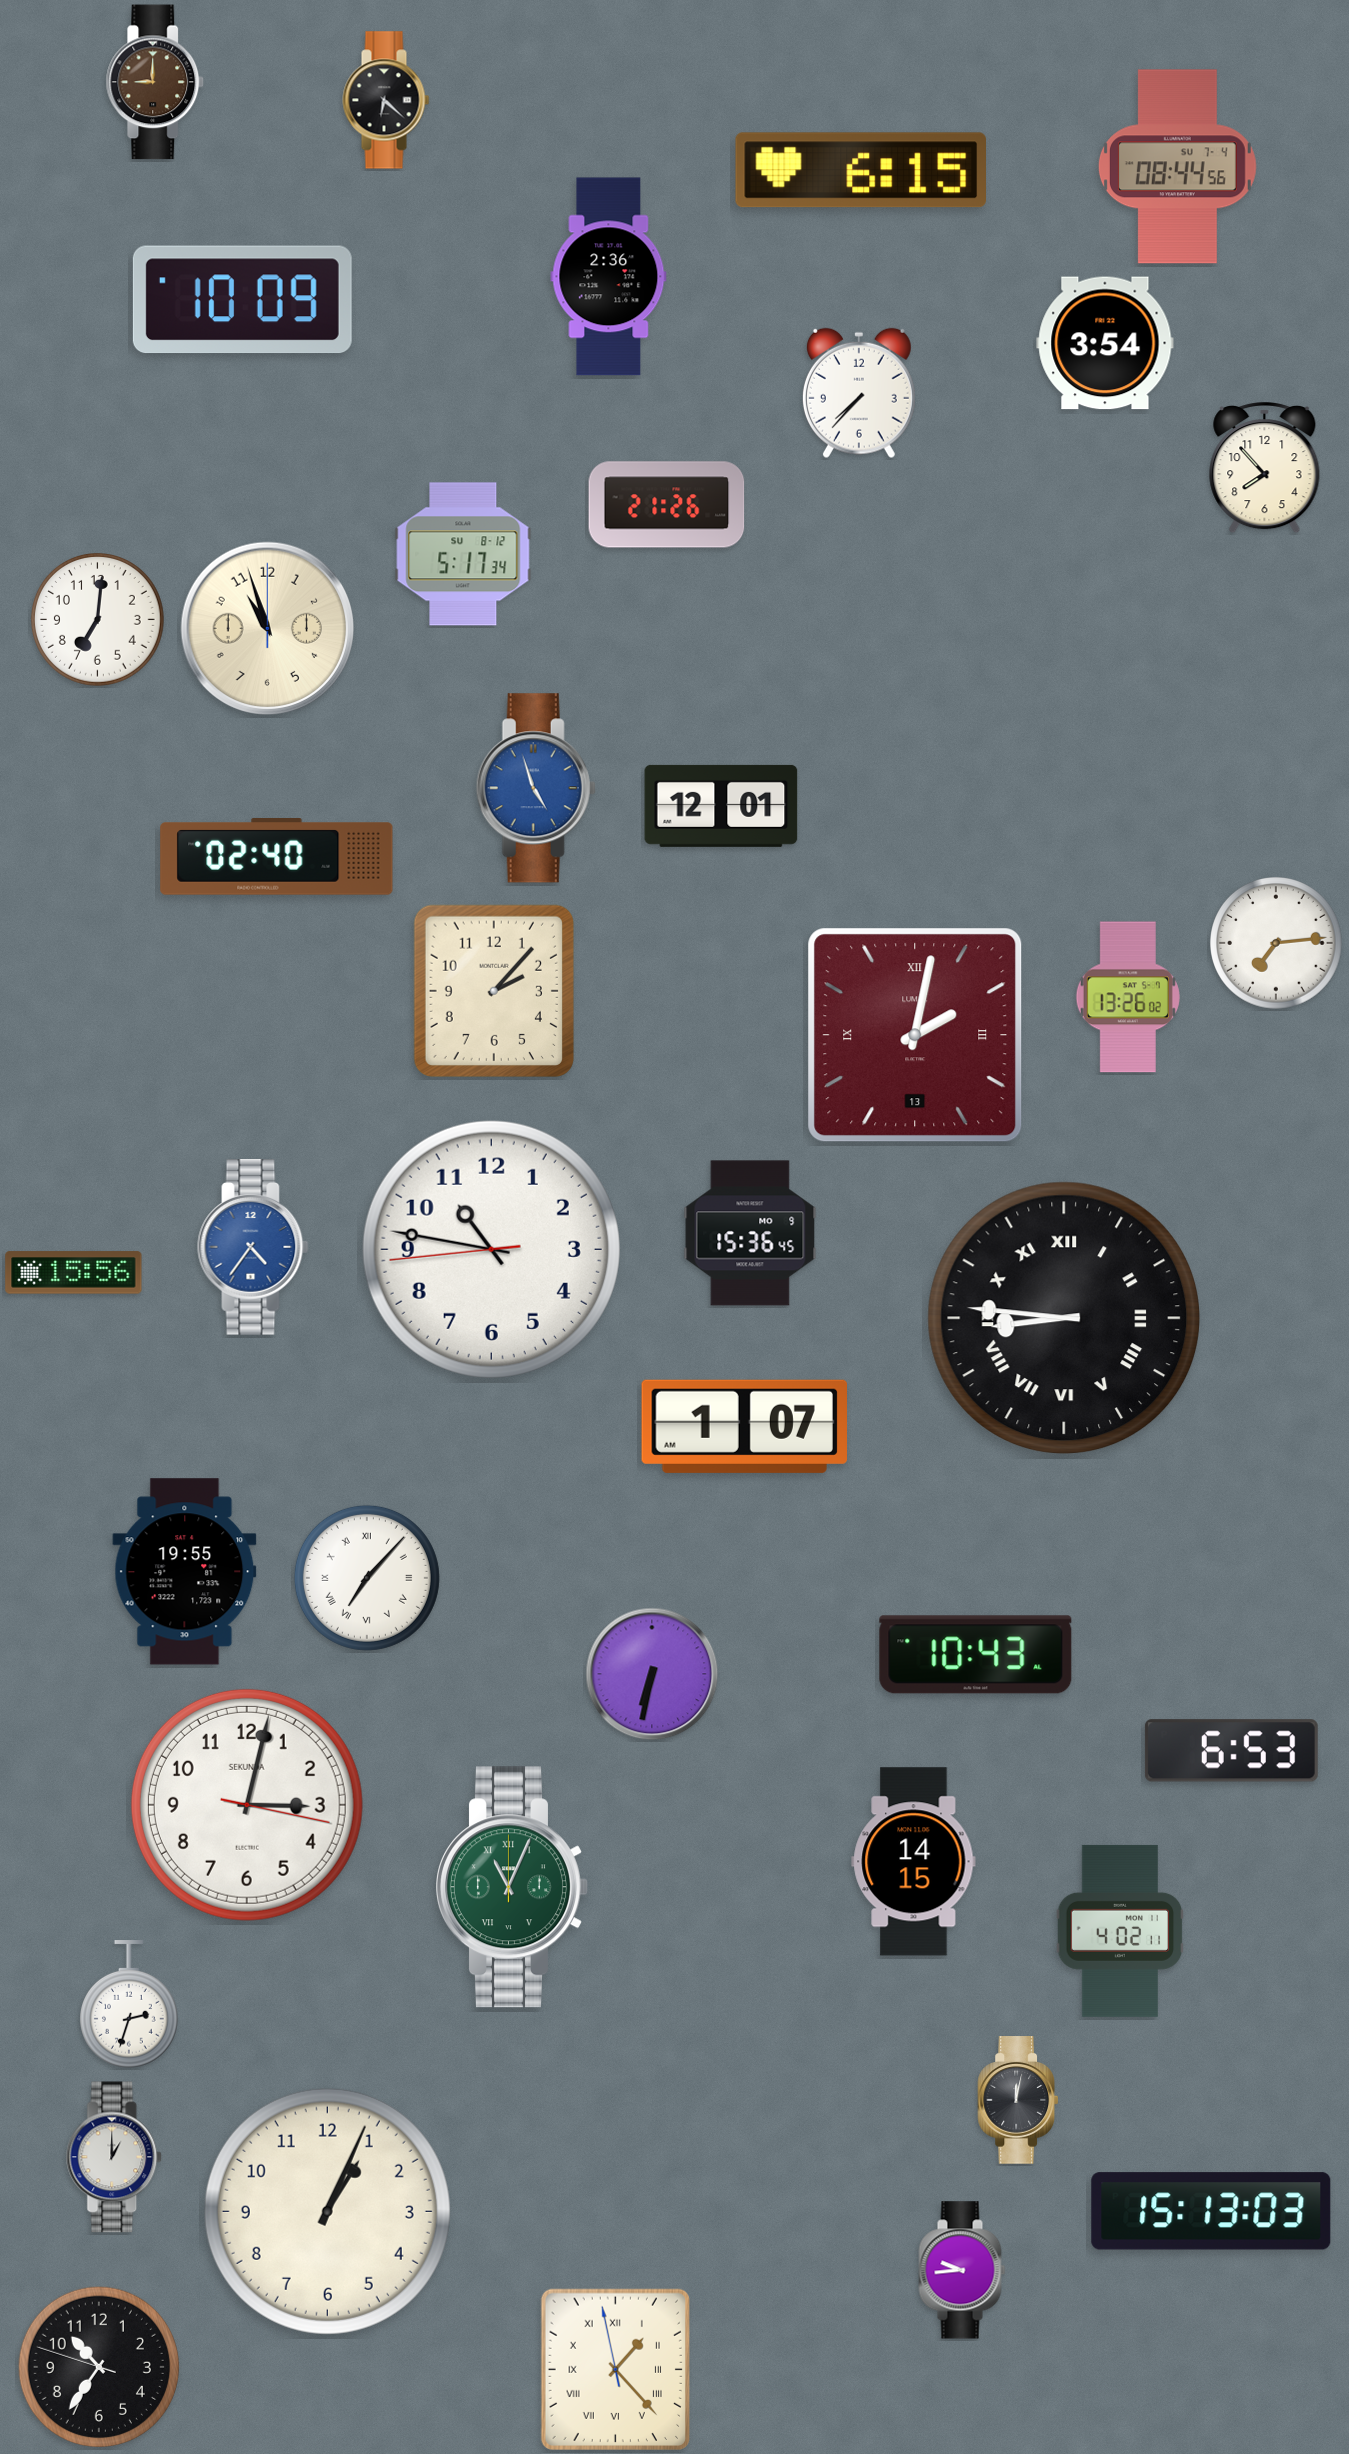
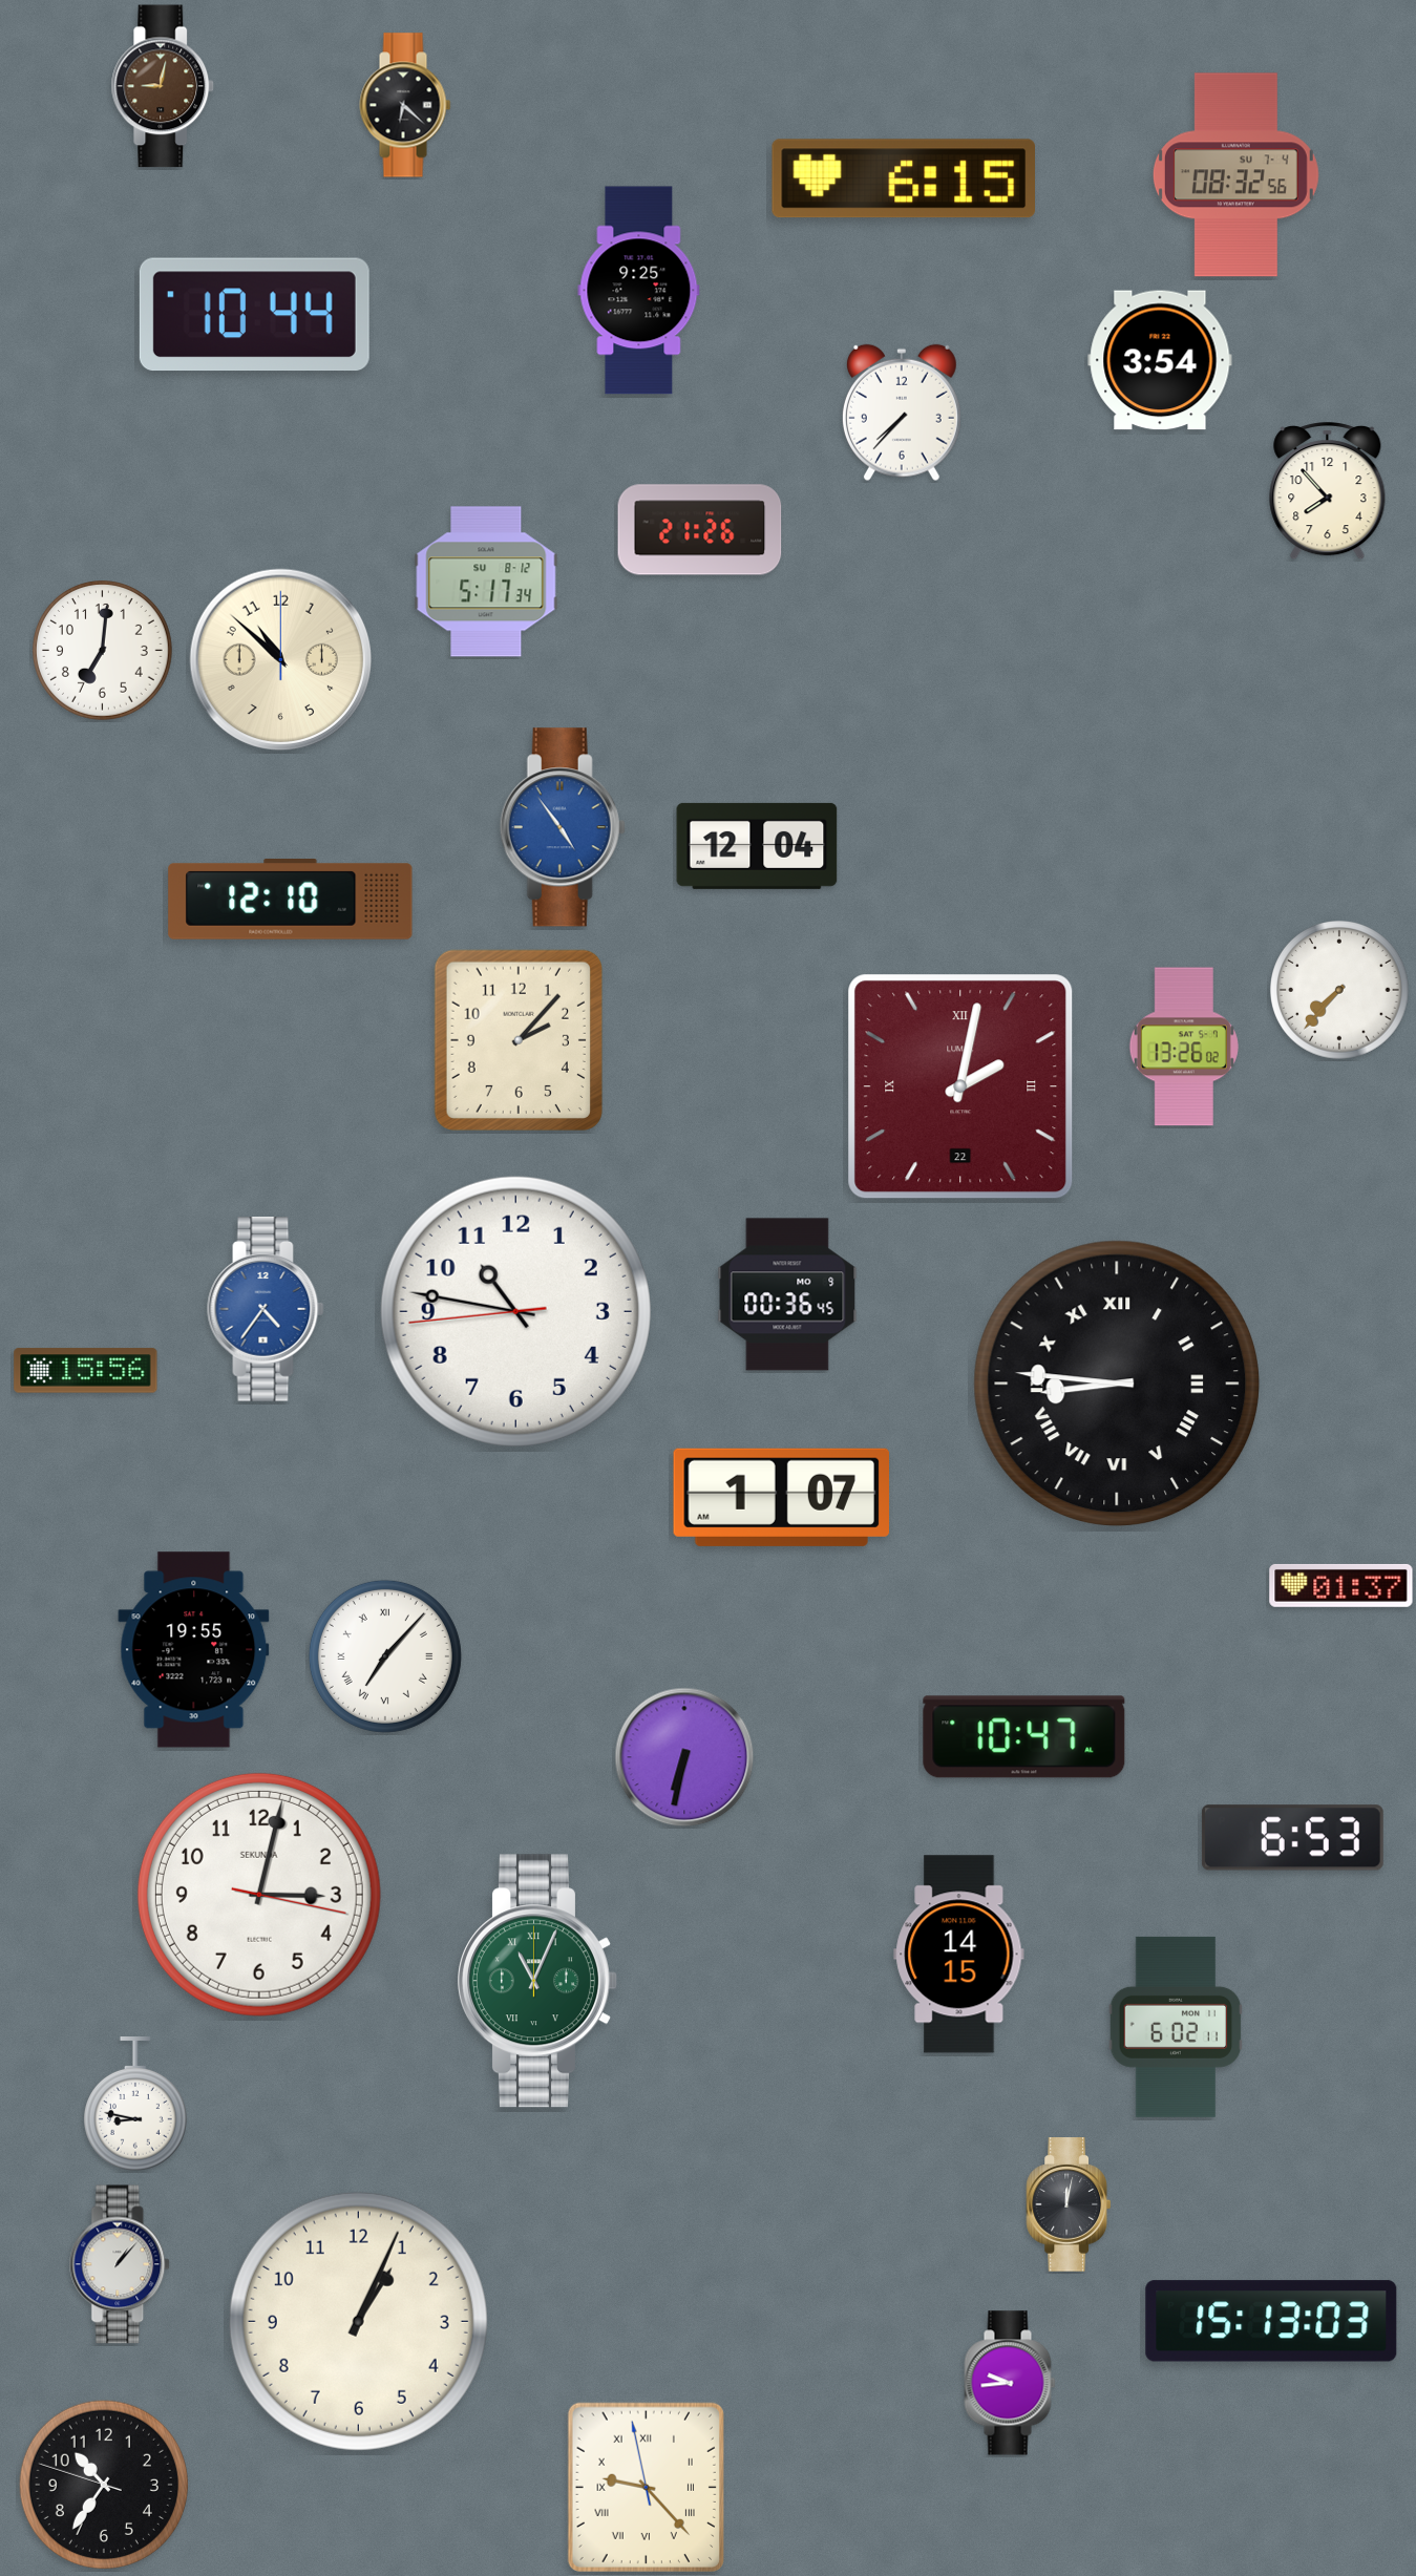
clock at (155, 82): 9:00 -> 9:02
clock at (1177, 167): 08:44 -> 08:32
clock at (609, 277): 2:36 -> 9:25
clock at (242, 300): 10:09 -> 10:44
clock at (268, 629): 10:57 -> 10:52
clock at (536, 788): 4:57 -> 4:54
clock at (721, 806): 12:01 -> 12:04
clock at (277, 857): 02:40 -> 12:10
clock at (1277, 944): 7:14 -> 7:37
clock at (915, 1035) date: 13 -> 22
clock at (750, 1233): 15:36 -> 00:36
clock at (74, 1273) position: (74, 1273) -> (86, 1371)
clock at (1341, 1585): none -> 01:37
clock at (976, 1655): 10:43 -> 10:47
clock at (1120, 1931): 4:02 -> 6:02
clock at (130, 2005): 2:33 -> 8:47
clock at (115, 2157): 1:00 -> 1:07
clock at (327, 2211) position: (327, 2211) -> (358, 2321)
clock at (615, 2369): 1:22 -> 9:22
